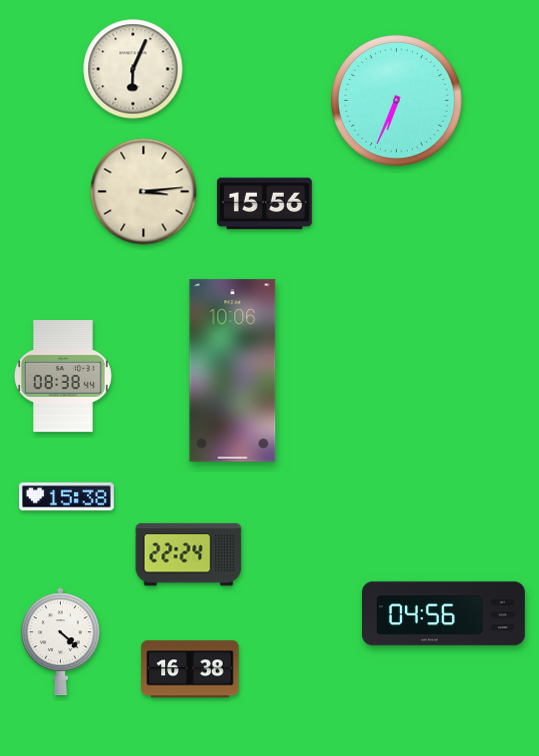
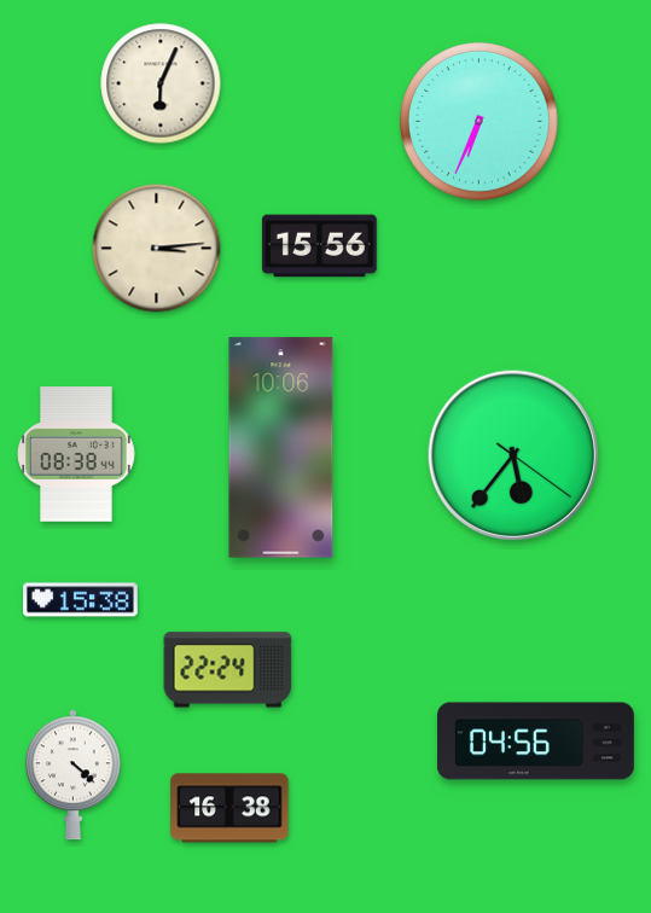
clock at (144, 192) position: (144, 192) -> (157, 249)
clock at (513, 455): none -> 5:36
